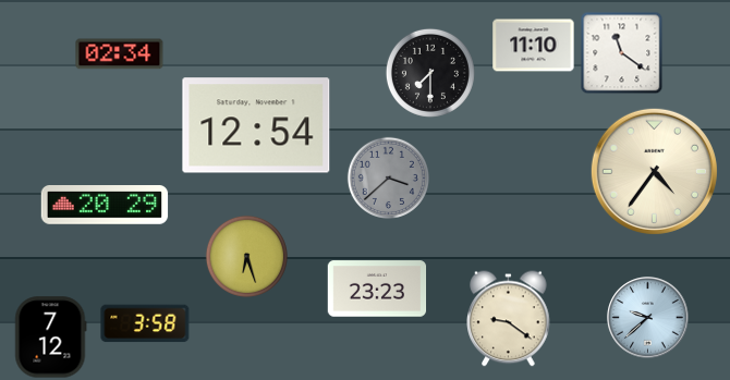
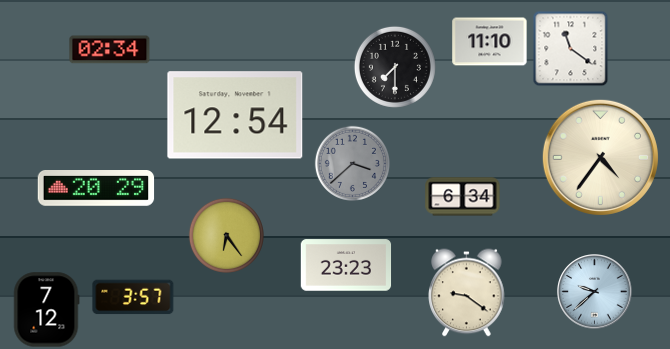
clock at (388, 177) position: (388, 177) -> (352, 163)
clock at (463, 197): none -> 6:34
clock at (246, 256): 6:27 -> 6:24
clock at (145, 323): 3:58 -> 3:57
